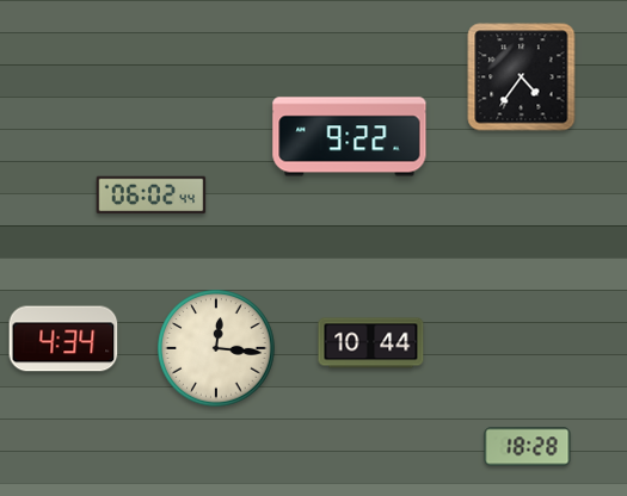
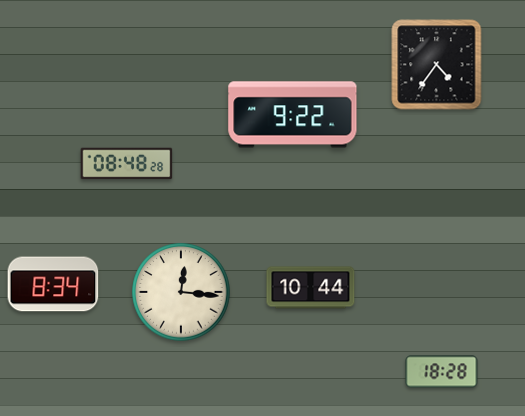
clock at (152, 196): 06:02 -> 08:48
clock at (63, 339): 4:34 -> 8:34
clock at (528, 447) position: (528, 447) -> (442, 372)
